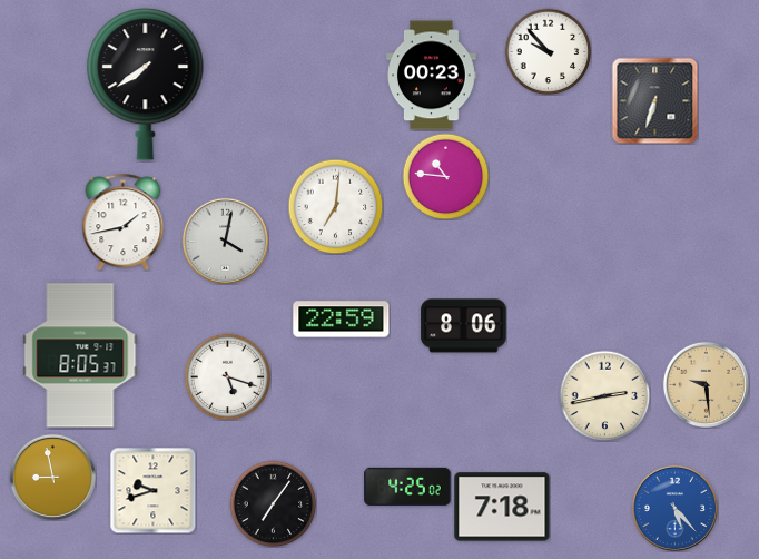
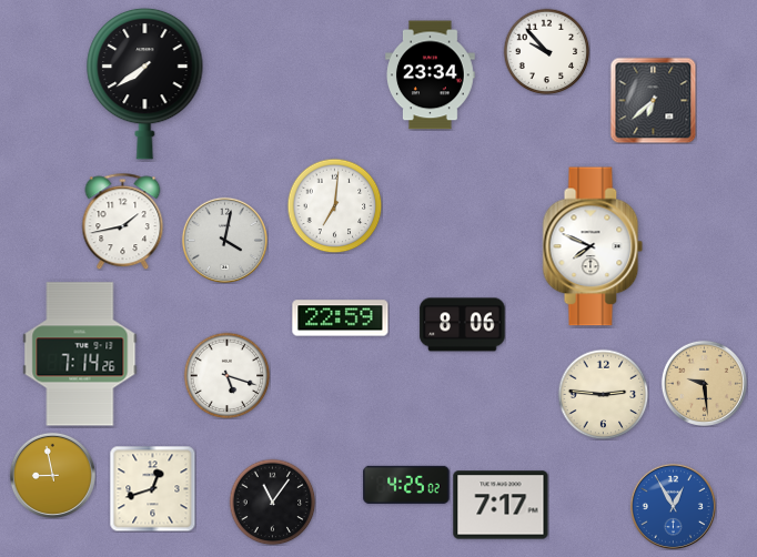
clock at (432, 76): 00:23 -> 23:34
clock at (654, 100): 6:33 -> 6:38
clock at (445, 176): 10:46 -> none
clock at (593, 246): none -> 7:49
clock at (80, 355): 8:05 -> 7:14
clock at (604, 395): 2:43 -> 2:46
clock at (152, 490): 9:42 -> 12:42
clock at (273, 503): 7:06 -> 11:06
clock at (502, 507): 7:18 -> 7:17
clock at (674, 508): 5:23 -> 12:55
